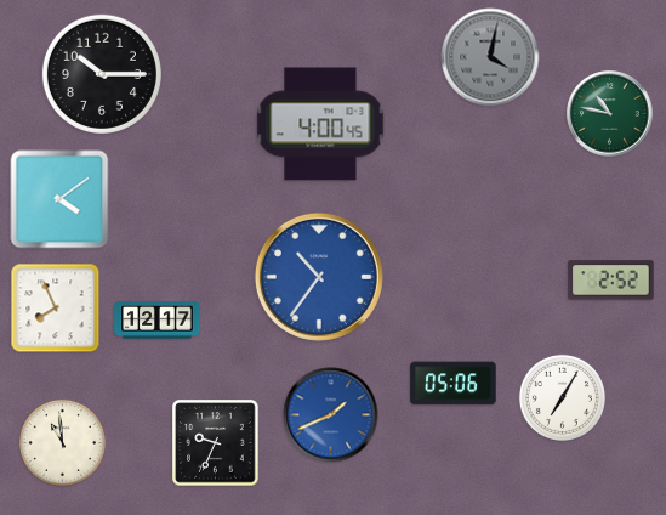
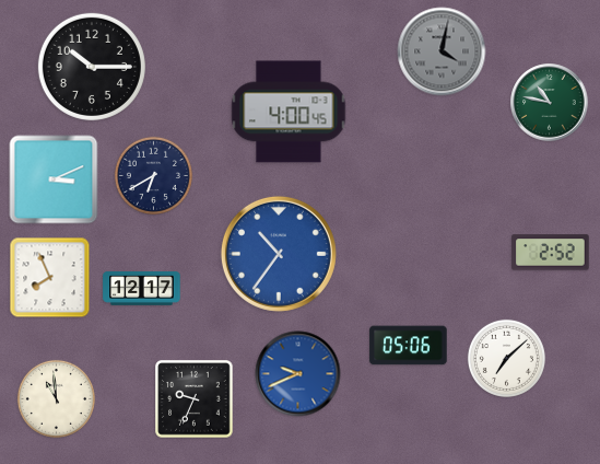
clock at (153, 175): none -> 6:40
clock at (59, 199): 4:09 -> 3:11
clock at (319, 277) position: (319, 277) -> (279, 254)
clock at (562, 397): 7:05 -> 7:08
clock at (331, 415): 1:41 -> 9:41
